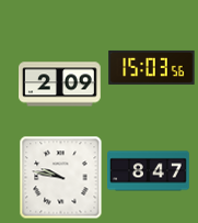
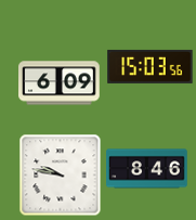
clock at (60, 85): 2:09 -> 6:09
clock at (149, 171): 8:47 -> 8:46
